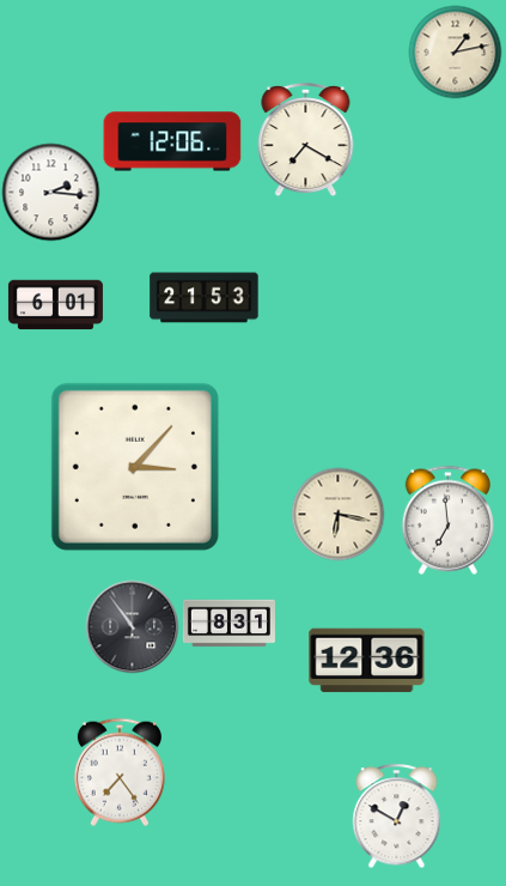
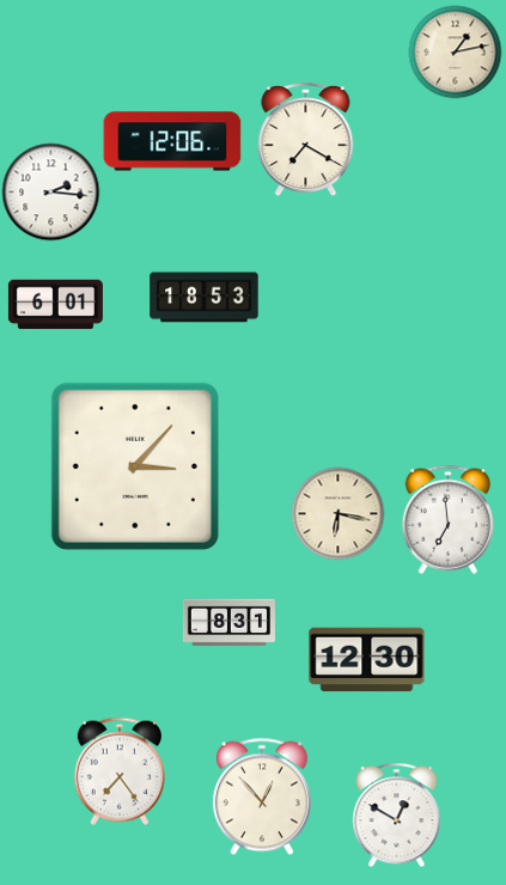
clock at (205, 298): 21:53 -> 18:53
clock at (132, 626): 10:54 -> none
clock at (367, 661): 12:36 -> 12:30
clock at (262, 797): none -> 12:53
